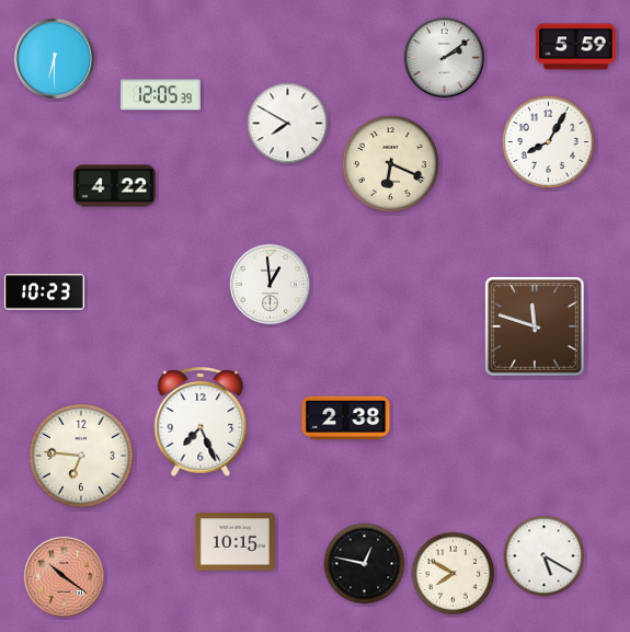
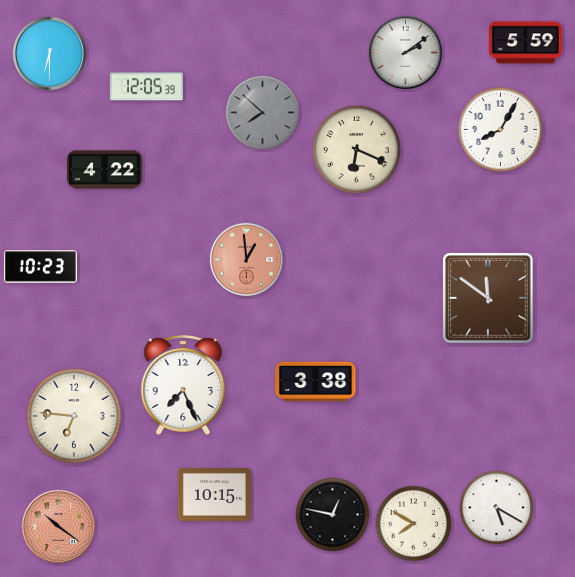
clock at (288, 124): 7:50 -> 7:52
clock at (288, 124) dial: white -> grey
clock at (270, 284) dial: white -> salmon
clock at (536, 328): 11:48 -> 11:51
clock at (346, 418): 2:38 -> 3:38
